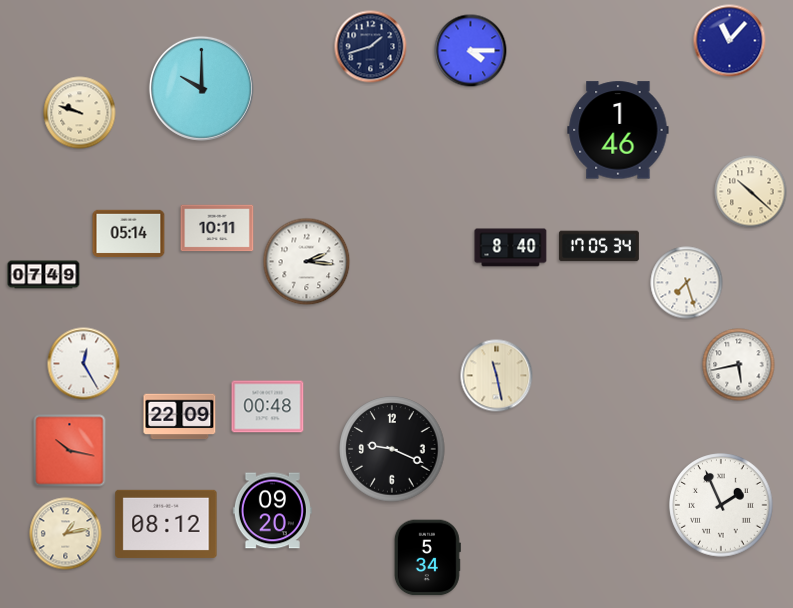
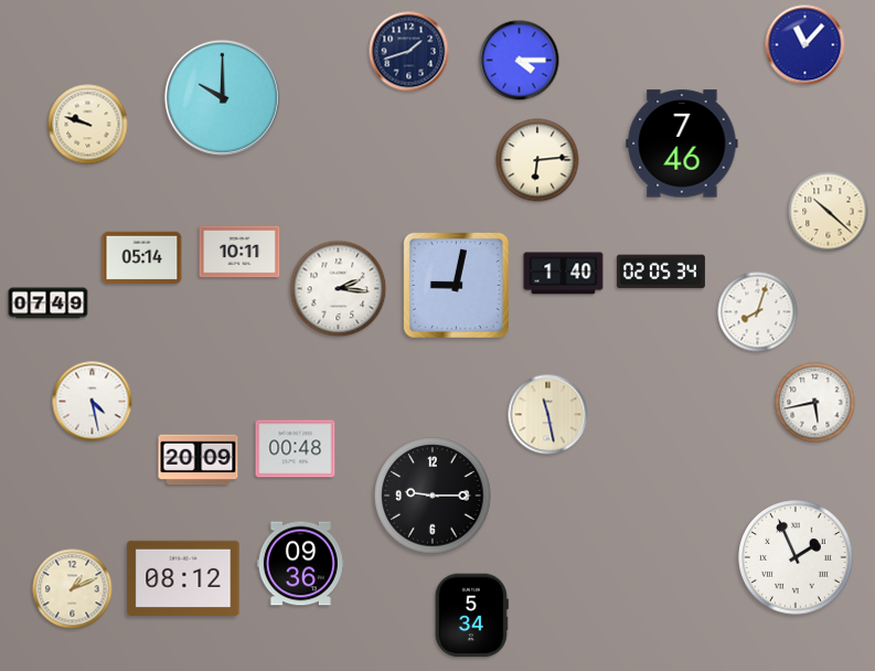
clock at (471, 51) position: (471, 51) -> (520, 61)
clock at (618, 130): 1:46 -> 7:46
clock at (537, 160): none -> 6:14
clock at (599, 246): 17:05 -> 02:05
clock at (511, 248): 8:40 -> 1:40
clock at (456, 285): none -> 9:02
clock at (687, 283): 7:27 -> 8:03
clock at (84, 364): 12:25 -> 4:28
clock at (180, 417): 22:09 -> 20:09
clock at (392, 449): 9:19 -> 9:15
clock at (70, 451): 10:17 -> none
clock at (272, 511): 09:20 -> 09:36
clock at (66, 534): 1:13 -> 1:11
